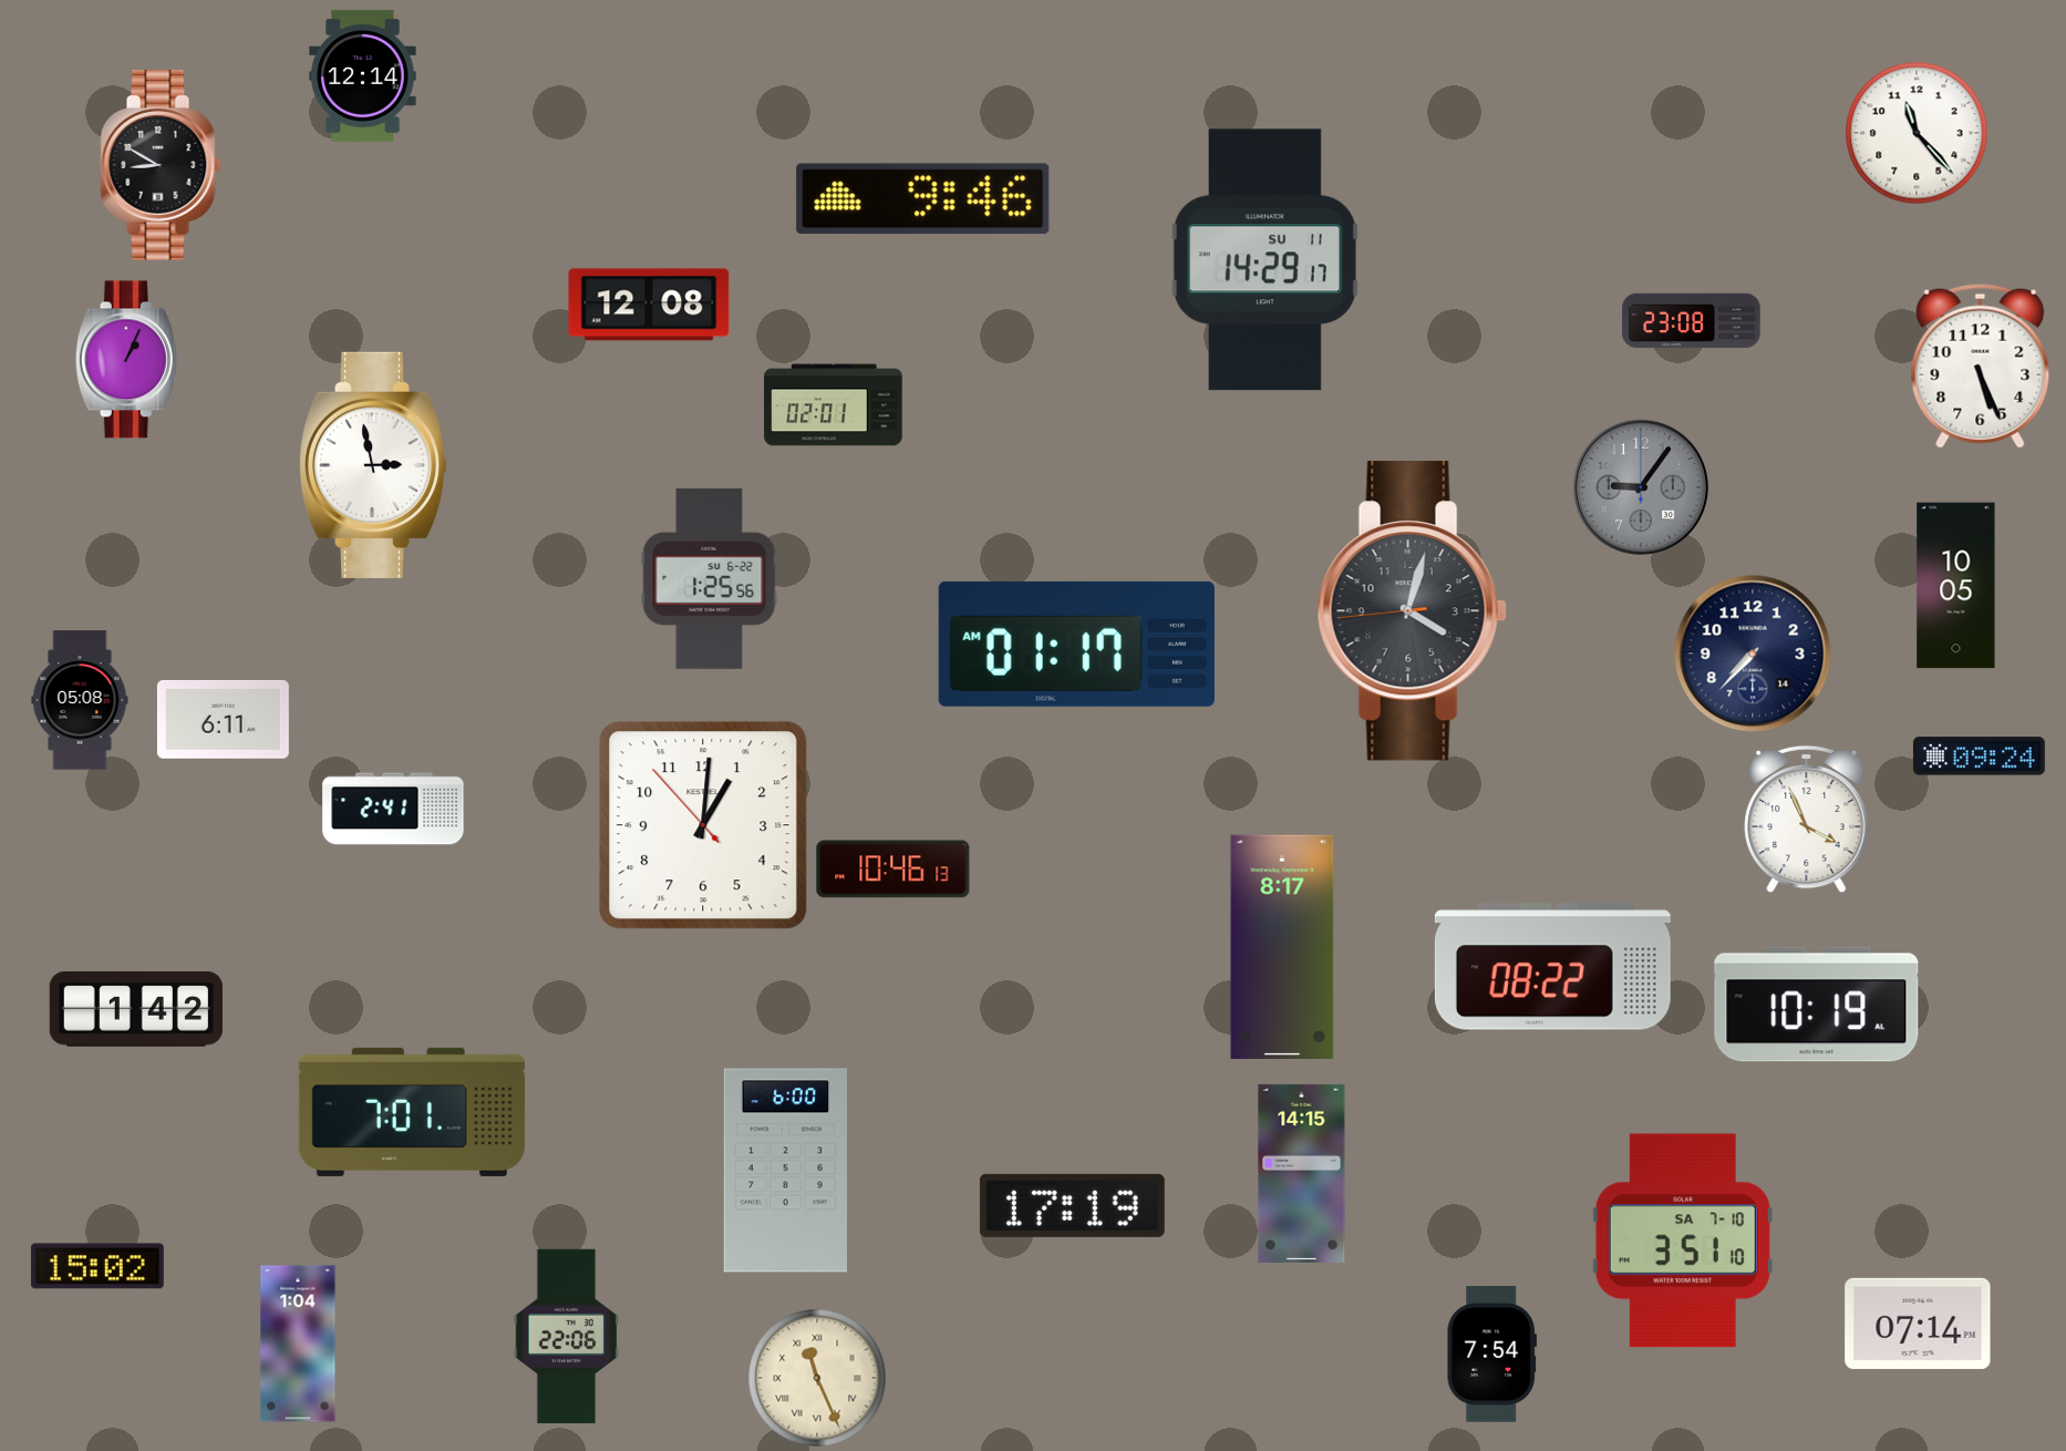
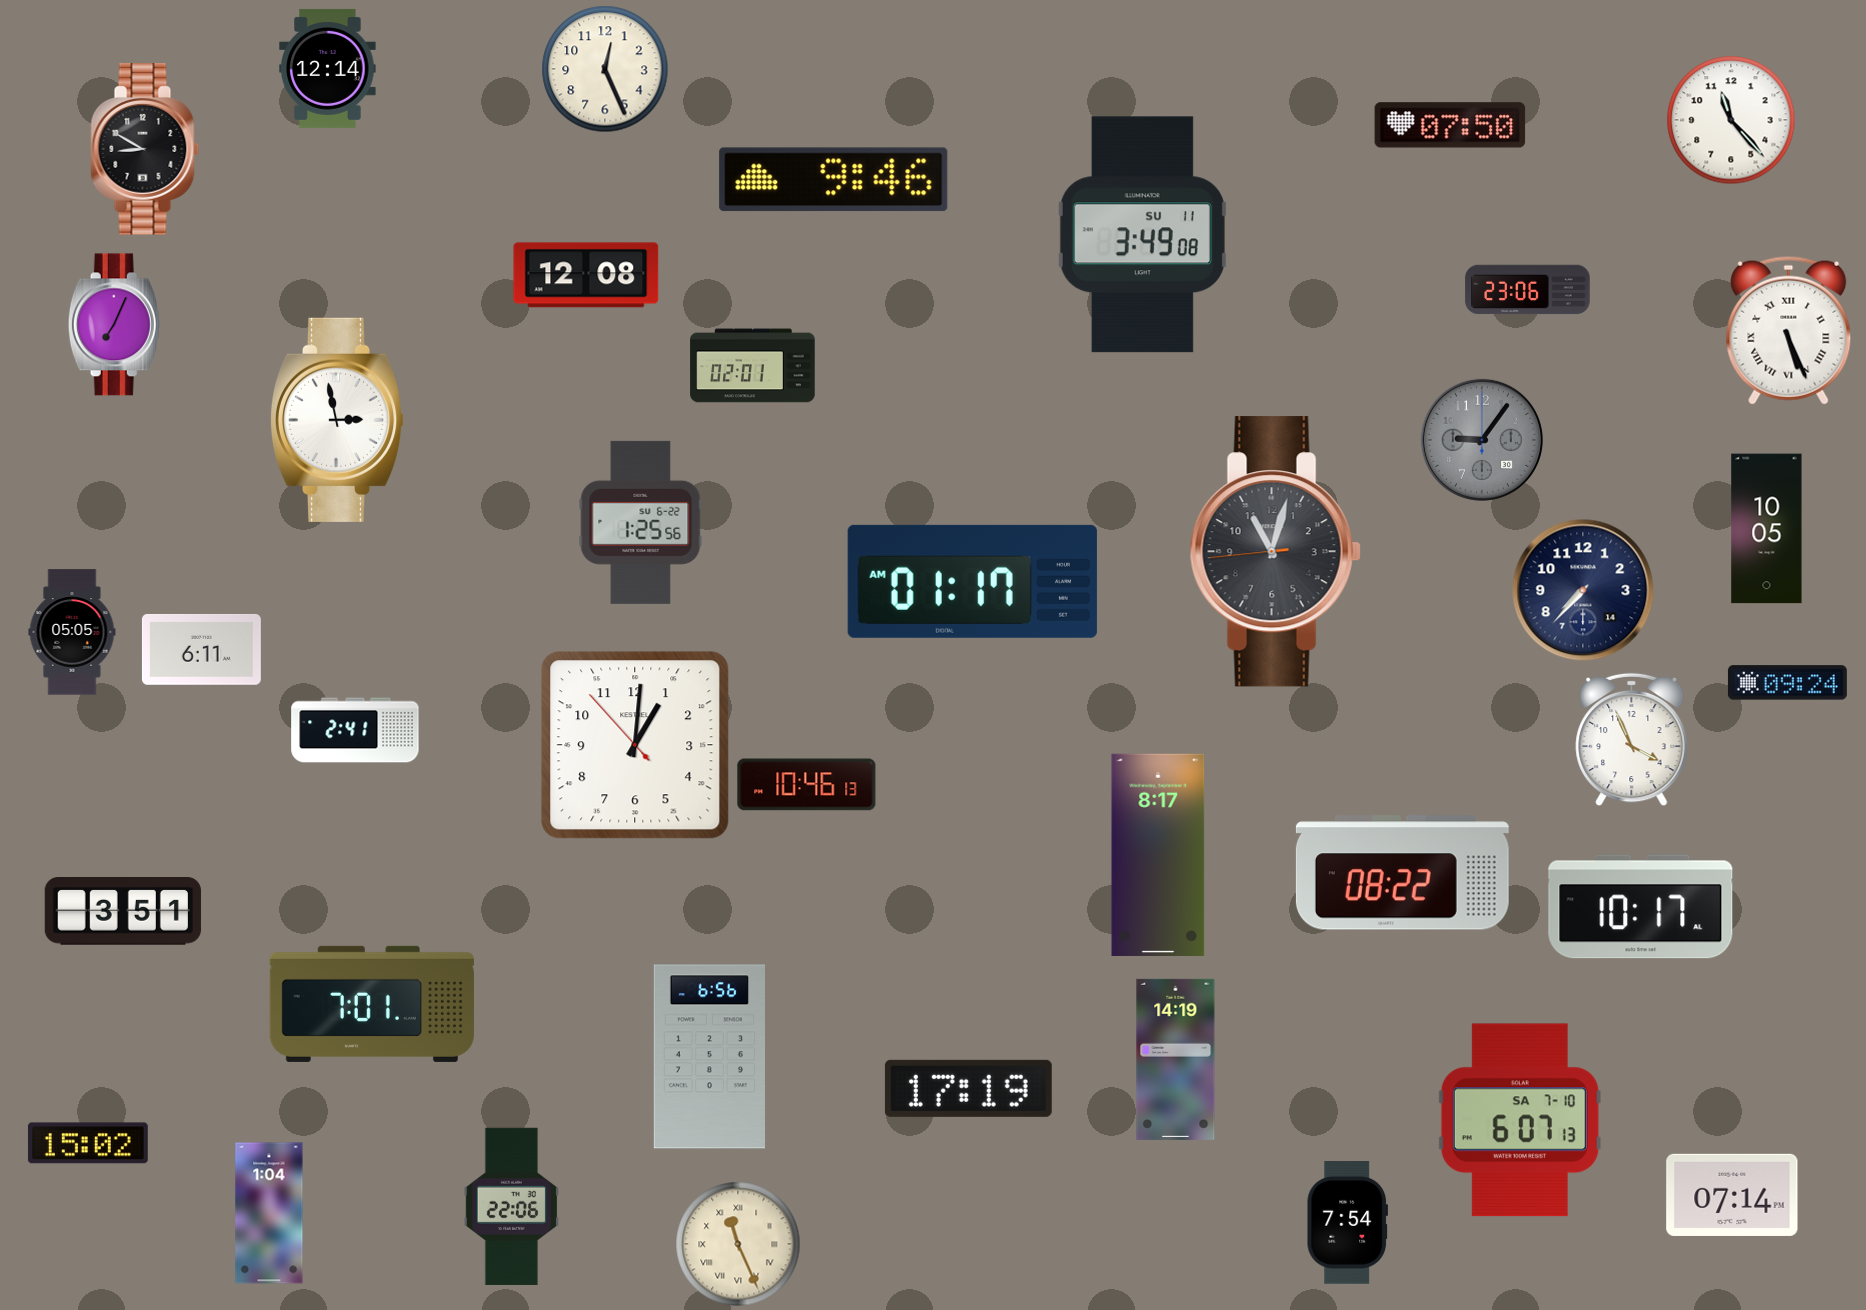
clock at (605, 69): none -> 12:26
clock at (1450, 125): none -> 07:50
clock at (1264, 260): 14:29 -> 3:49
clock at (1692, 321): 23:08 -> 23:06
clock at (126, 360): 1:04 -> 7:04
clock at (1981, 366) numerals: Arabic -> Roman
clock at (1412, 611): 4:02 -> 11:02
clock at (80, 700): 05:08 -> 05:05
clock at (1817, 1005): 10:19 -> 10:17
clock at (136, 1010): 1:42 -> 3:51
clock at (785, 1171): 6:00 -> 6:56
clock at (1302, 1173): 14:15 -> 14:19
clock at (1683, 1241): 3:51 -> 6:07
